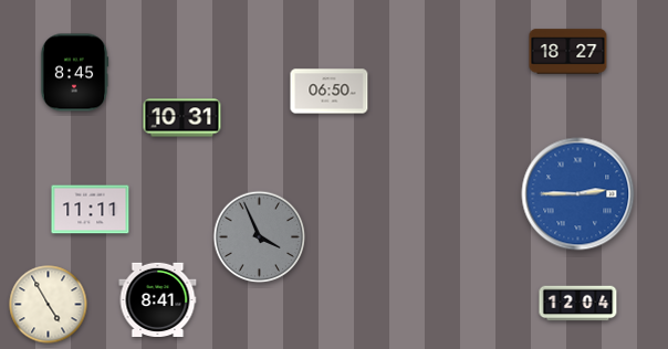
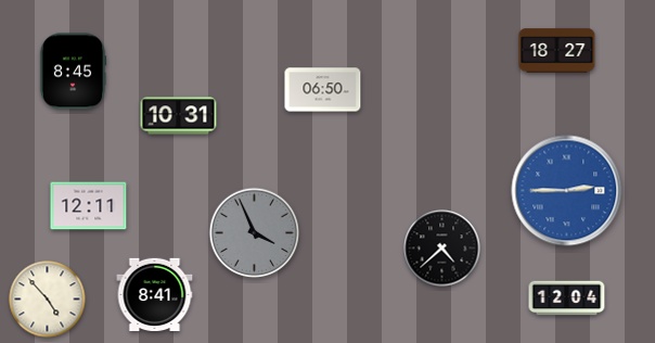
clock at (91, 210): 11:11 -> 12:11
clock at (442, 249): none -> 4:38
clock at (49, 305): 4:55 -> 4:53
